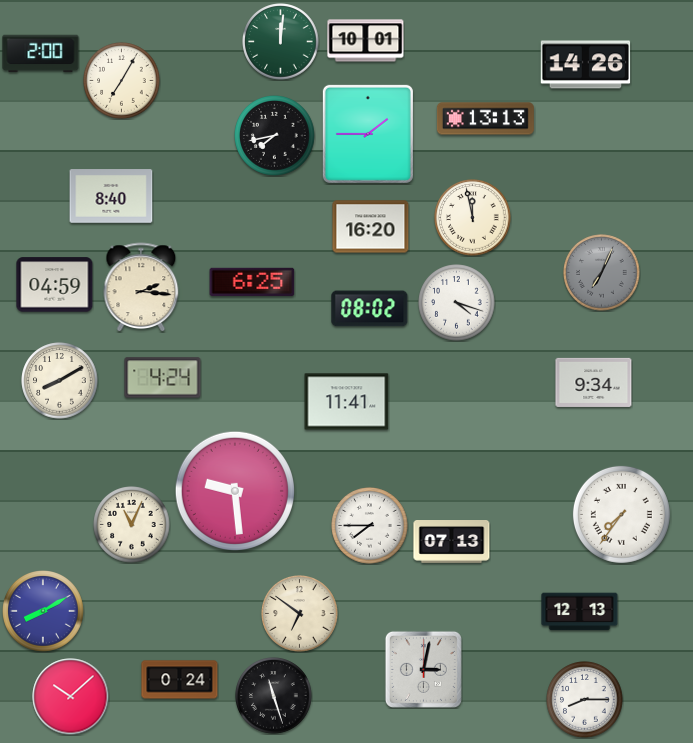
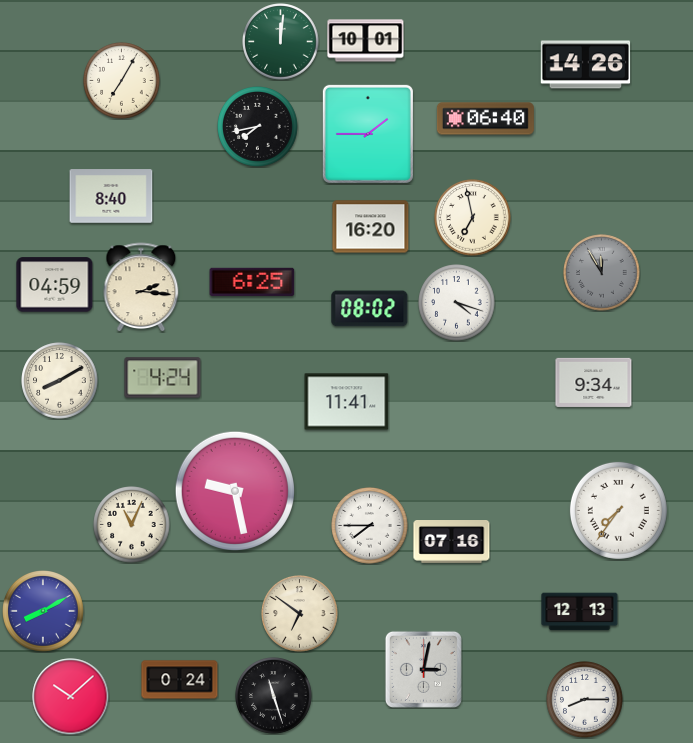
clock at (41, 54): 2:00 -> none
clock at (485, 119): 13:13 -> 06:40
clock at (275, 136) position: (275, 136) -> (258, 127)
clock at (473, 218): 11:58 -> 6:58
clock at (602, 273): 7:04 -> 11:55
clock at (235, 491): 9:29 -> 9:28
clock at (621, 514) position: (621, 514) -> (618, 510)
clock at (452, 542): 07:13 -> 07:16
